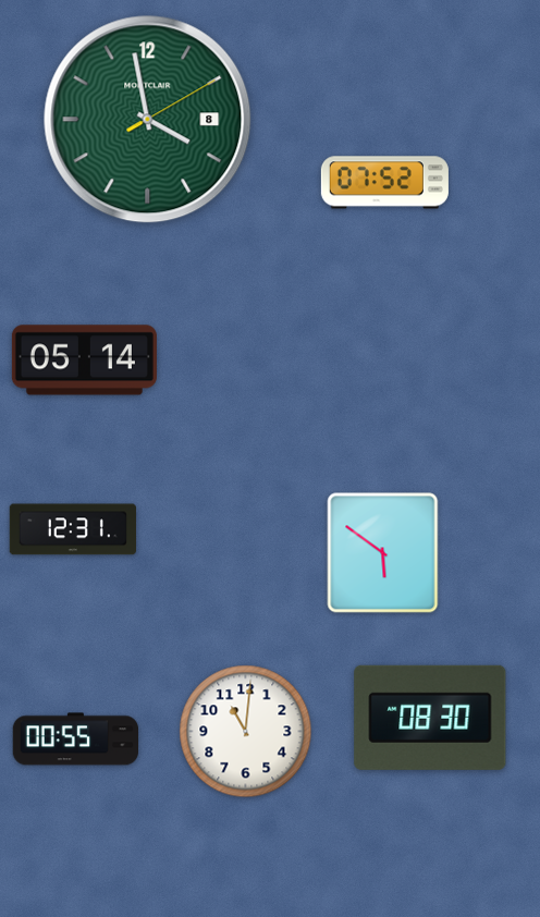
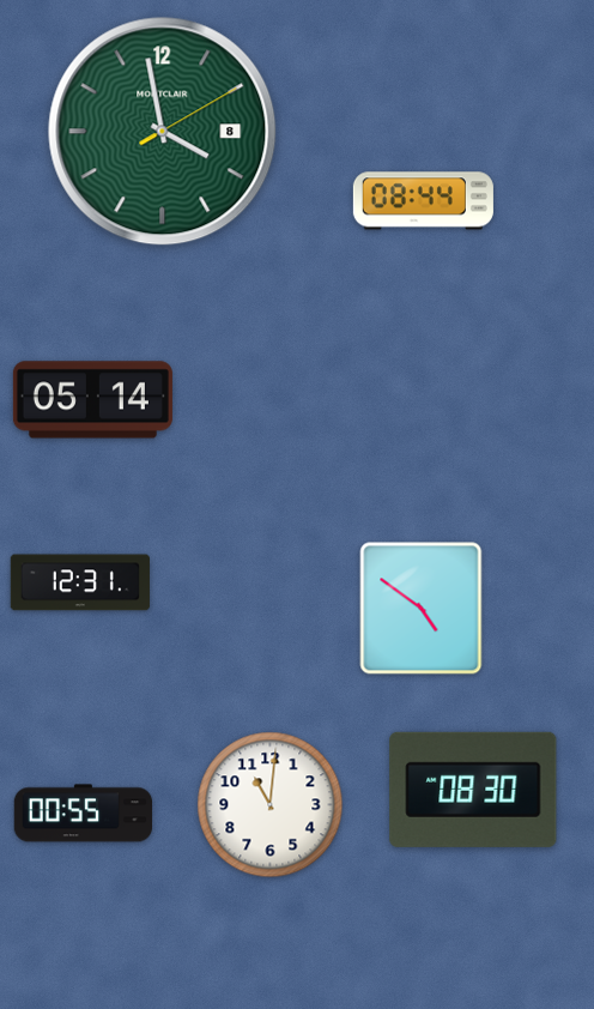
clock at (384, 183): 07:52 -> 08:44
clock at (84, 360) position: (84, 360) -> (92, 400)
clock at (383, 553): 5:51 -> 4:51
